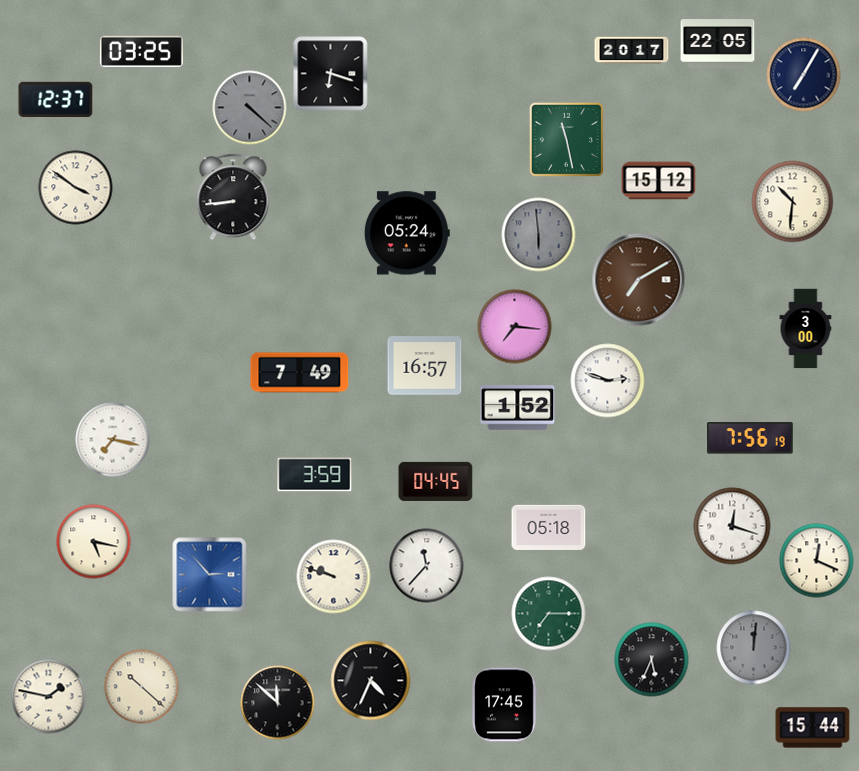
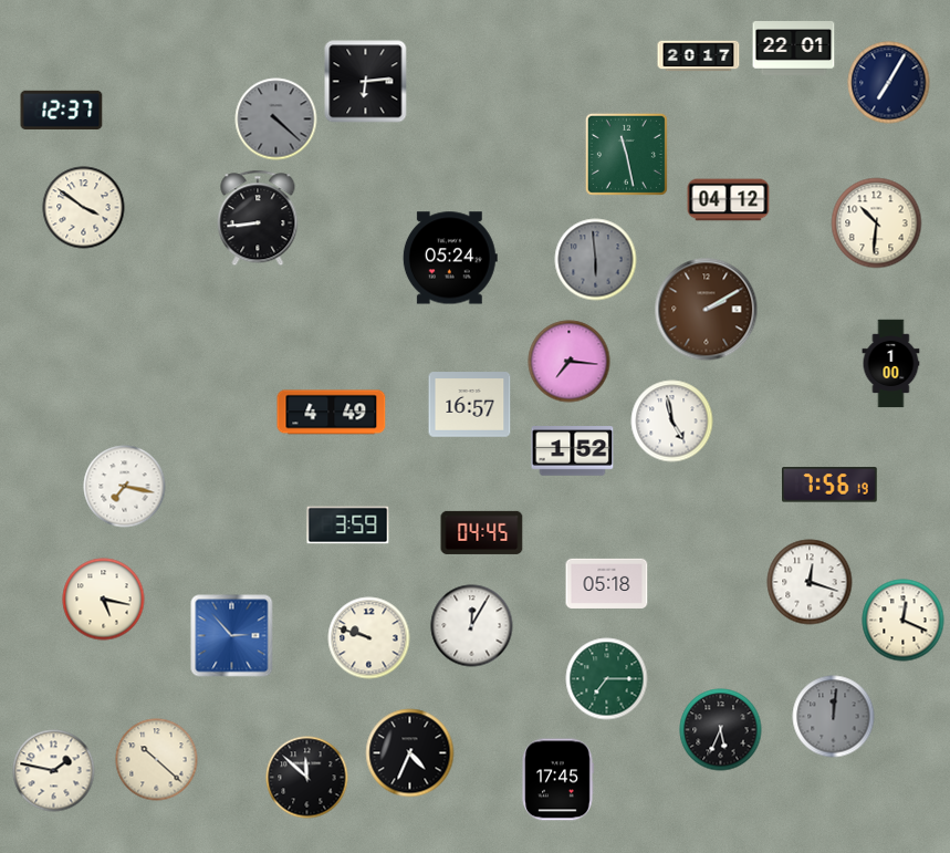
clock at (718, 44): 22:05 -> 22:01
clock at (141, 51): 03:25 -> none
clock at (331, 74): 6:18 -> 6:14
clock at (659, 181): 15:12 -> 04:12
clock at (639, 280): 7:10 -> 2:10
clock at (806, 329): 3:00 -> 1:00
clock at (300, 373): 7:49 -> 4:49
clock at (608, 381): 2:48 -> 4:58
clock at (427, 566): 11:37 -> 12:05
clock at (813, 728): 15:44 -> none
